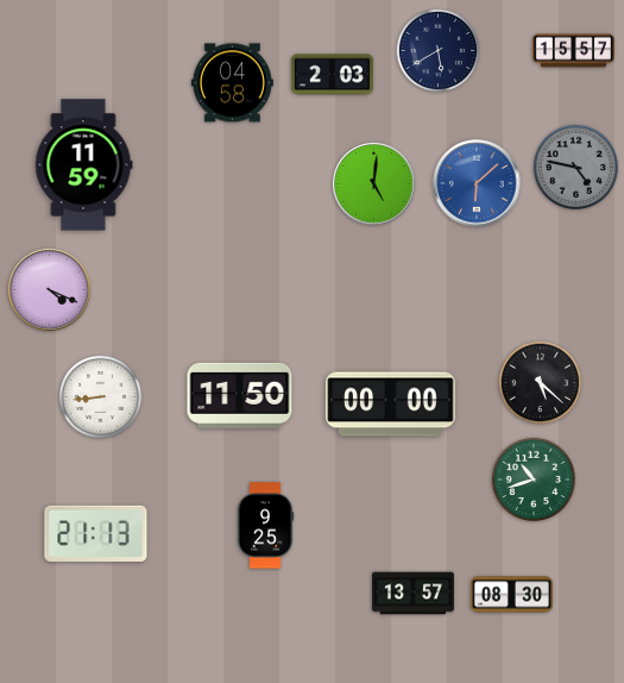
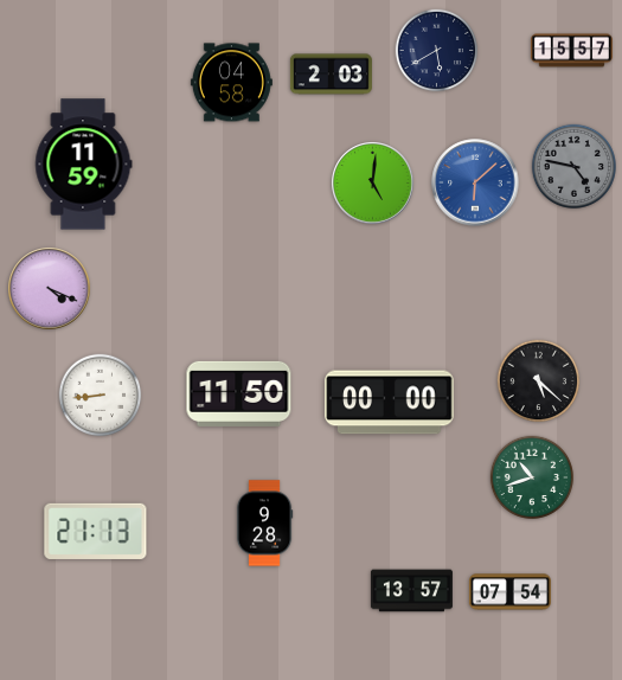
clock at (265, 526): 9:25 -> 9:28
clock at (511, 595): 08:30 -> 07:54
